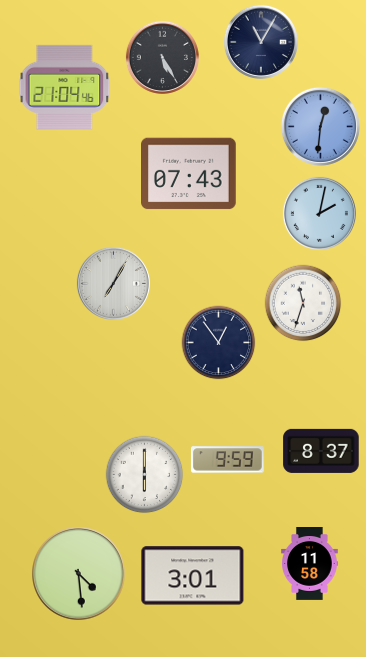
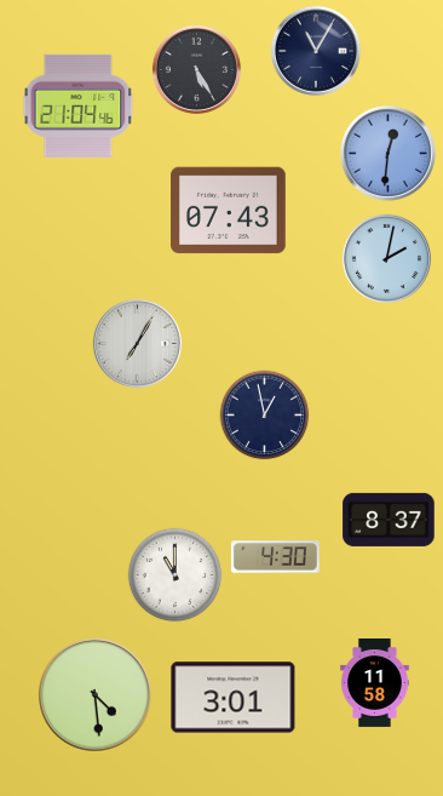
clock at (303, 303): 11:33 -> none
clock at (219, 343): 12:54 -> 12:58
clock at (321, 451) position: (321, 451) -> (389, 520)
clock at (227, 460): 9:59 -> 4:30
clock at (145, 475): 6:00 -> 11:00
